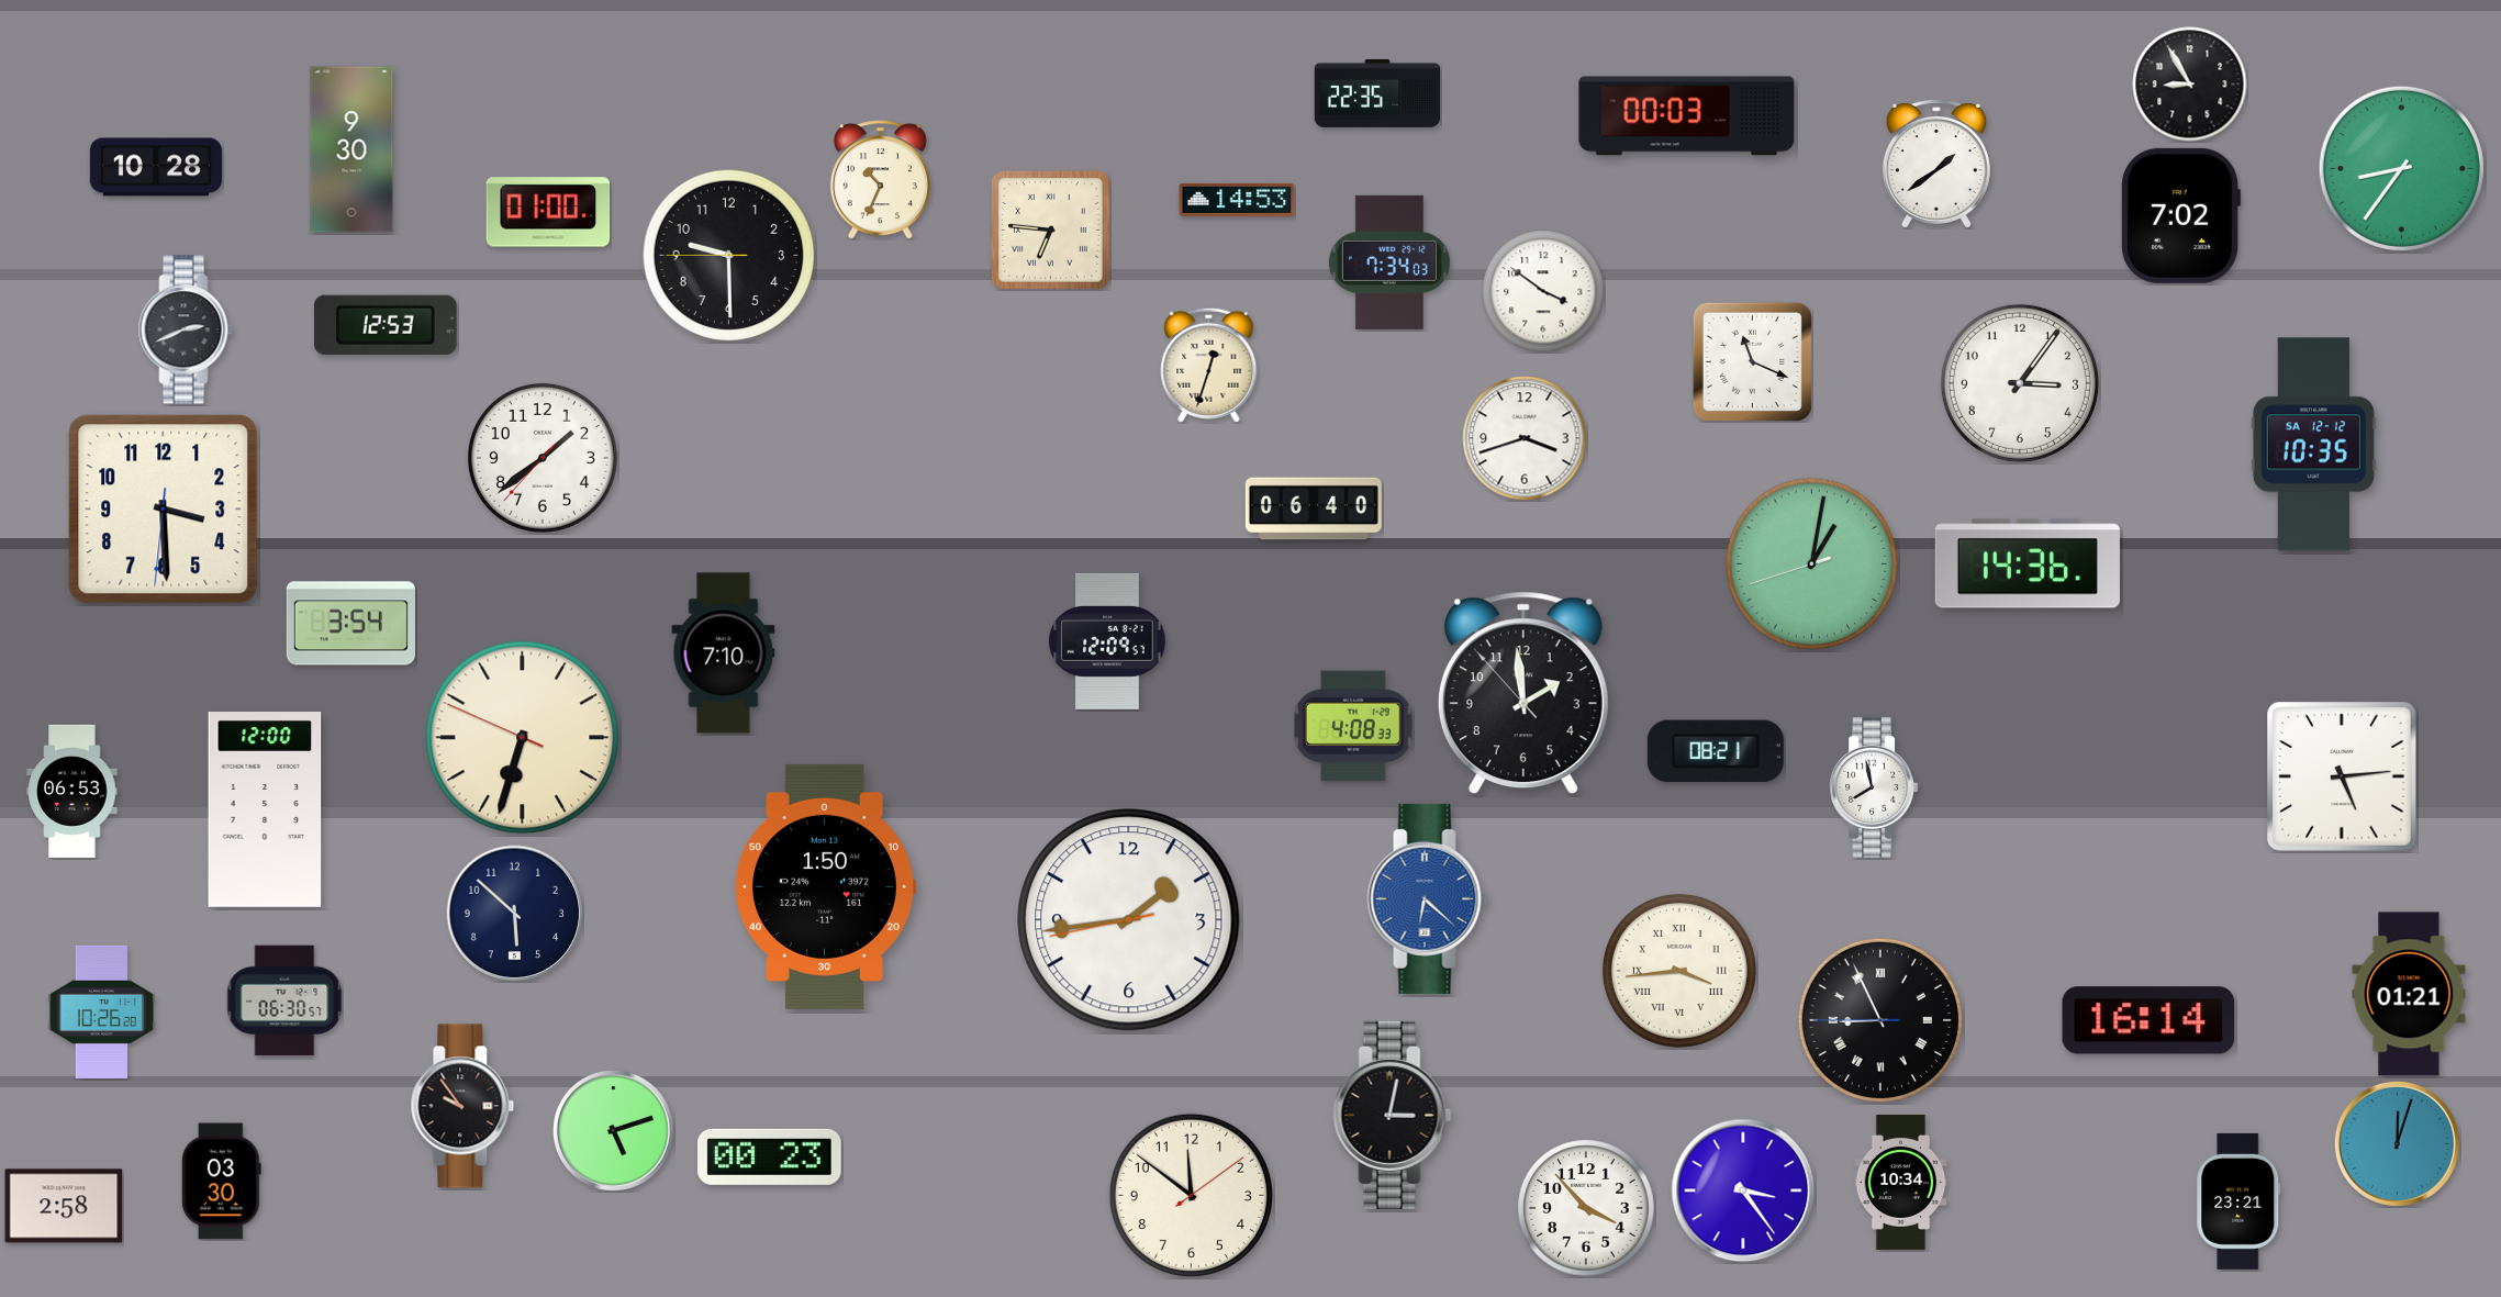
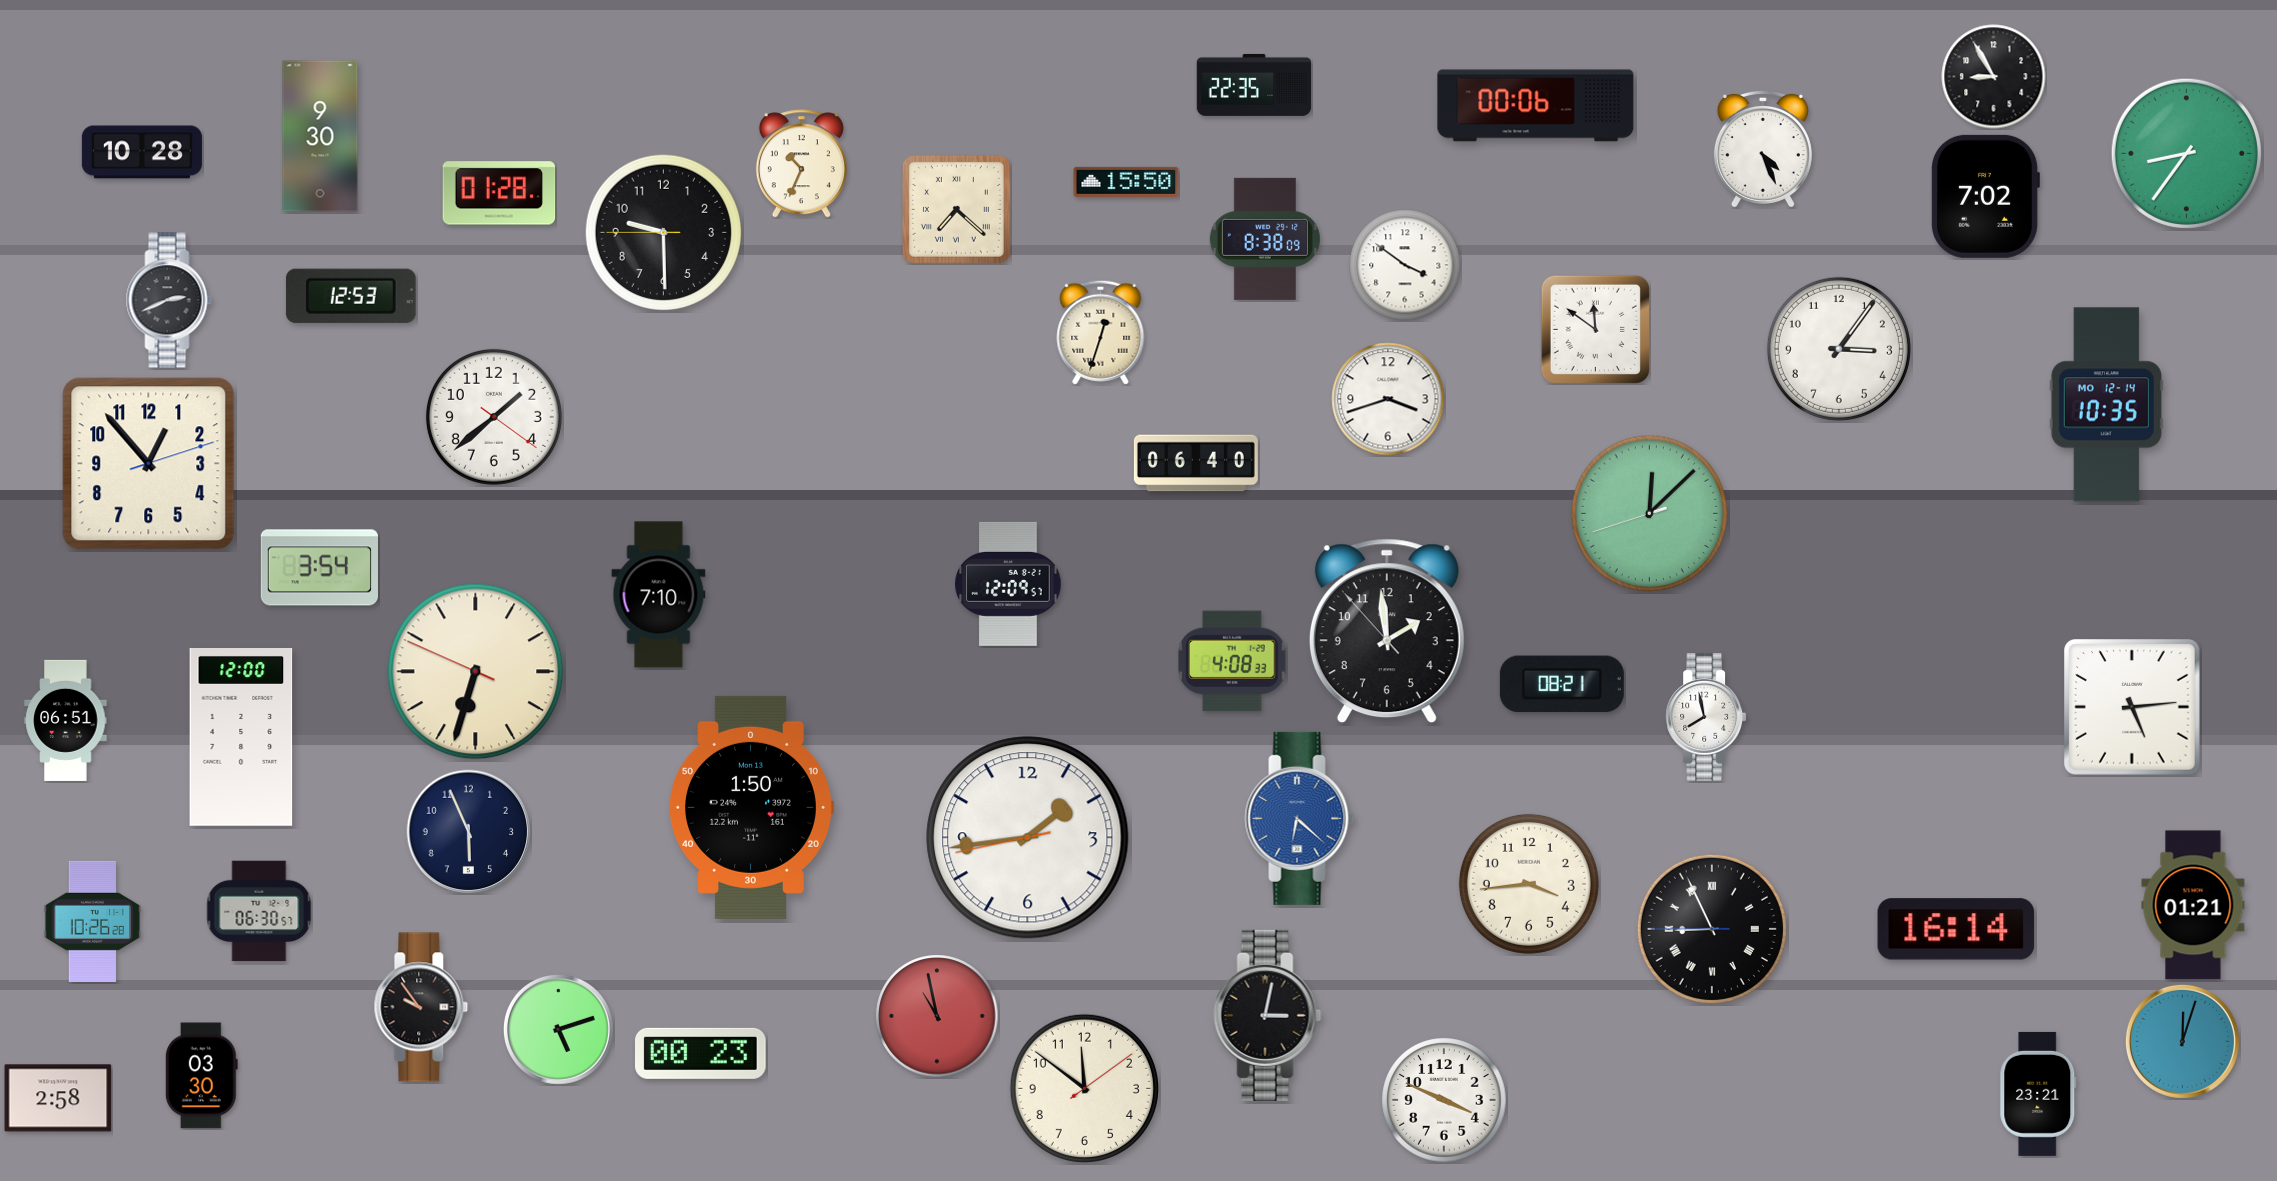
clock at (1687, 116): 00:03 -> 00:06
clock at (1936, 163): 1:39 -> 4:26
clock at (1237, 200): 14:53 -> 15:50
clock at (548, 212): 01:00 -> 01:28
clock at (1050, 230): 6:46 -> 7:22
clock at (1389, 262): 7:34 -> 8:38
clock at (1752, 361): 11:19 -> 11:51
clock at (2313, 445) date: SA 12-12 -> MO 12-14
clock at (543, 458): 1:38:37 -> 1:38:21
clock at (164, 510): 3:29 -> 12:53
clock at (1811, 563): 1:01 -> 12:07
clock at (2028, 563): 14:36 -> none
clock at (72, 791): 06:53 -> 06:51
clock at (515, 914): 5:52 -> 5:56
clock at (1679, 971) numerals: Roman -> Arabic
clock at (937, 1016): none -> 10:58
clock at (1901, 1182): 10:34 -> none
clock at (1743, 1190): 3:24 -> none
clock at (1586, 1208): 3:53 -> 3:49
